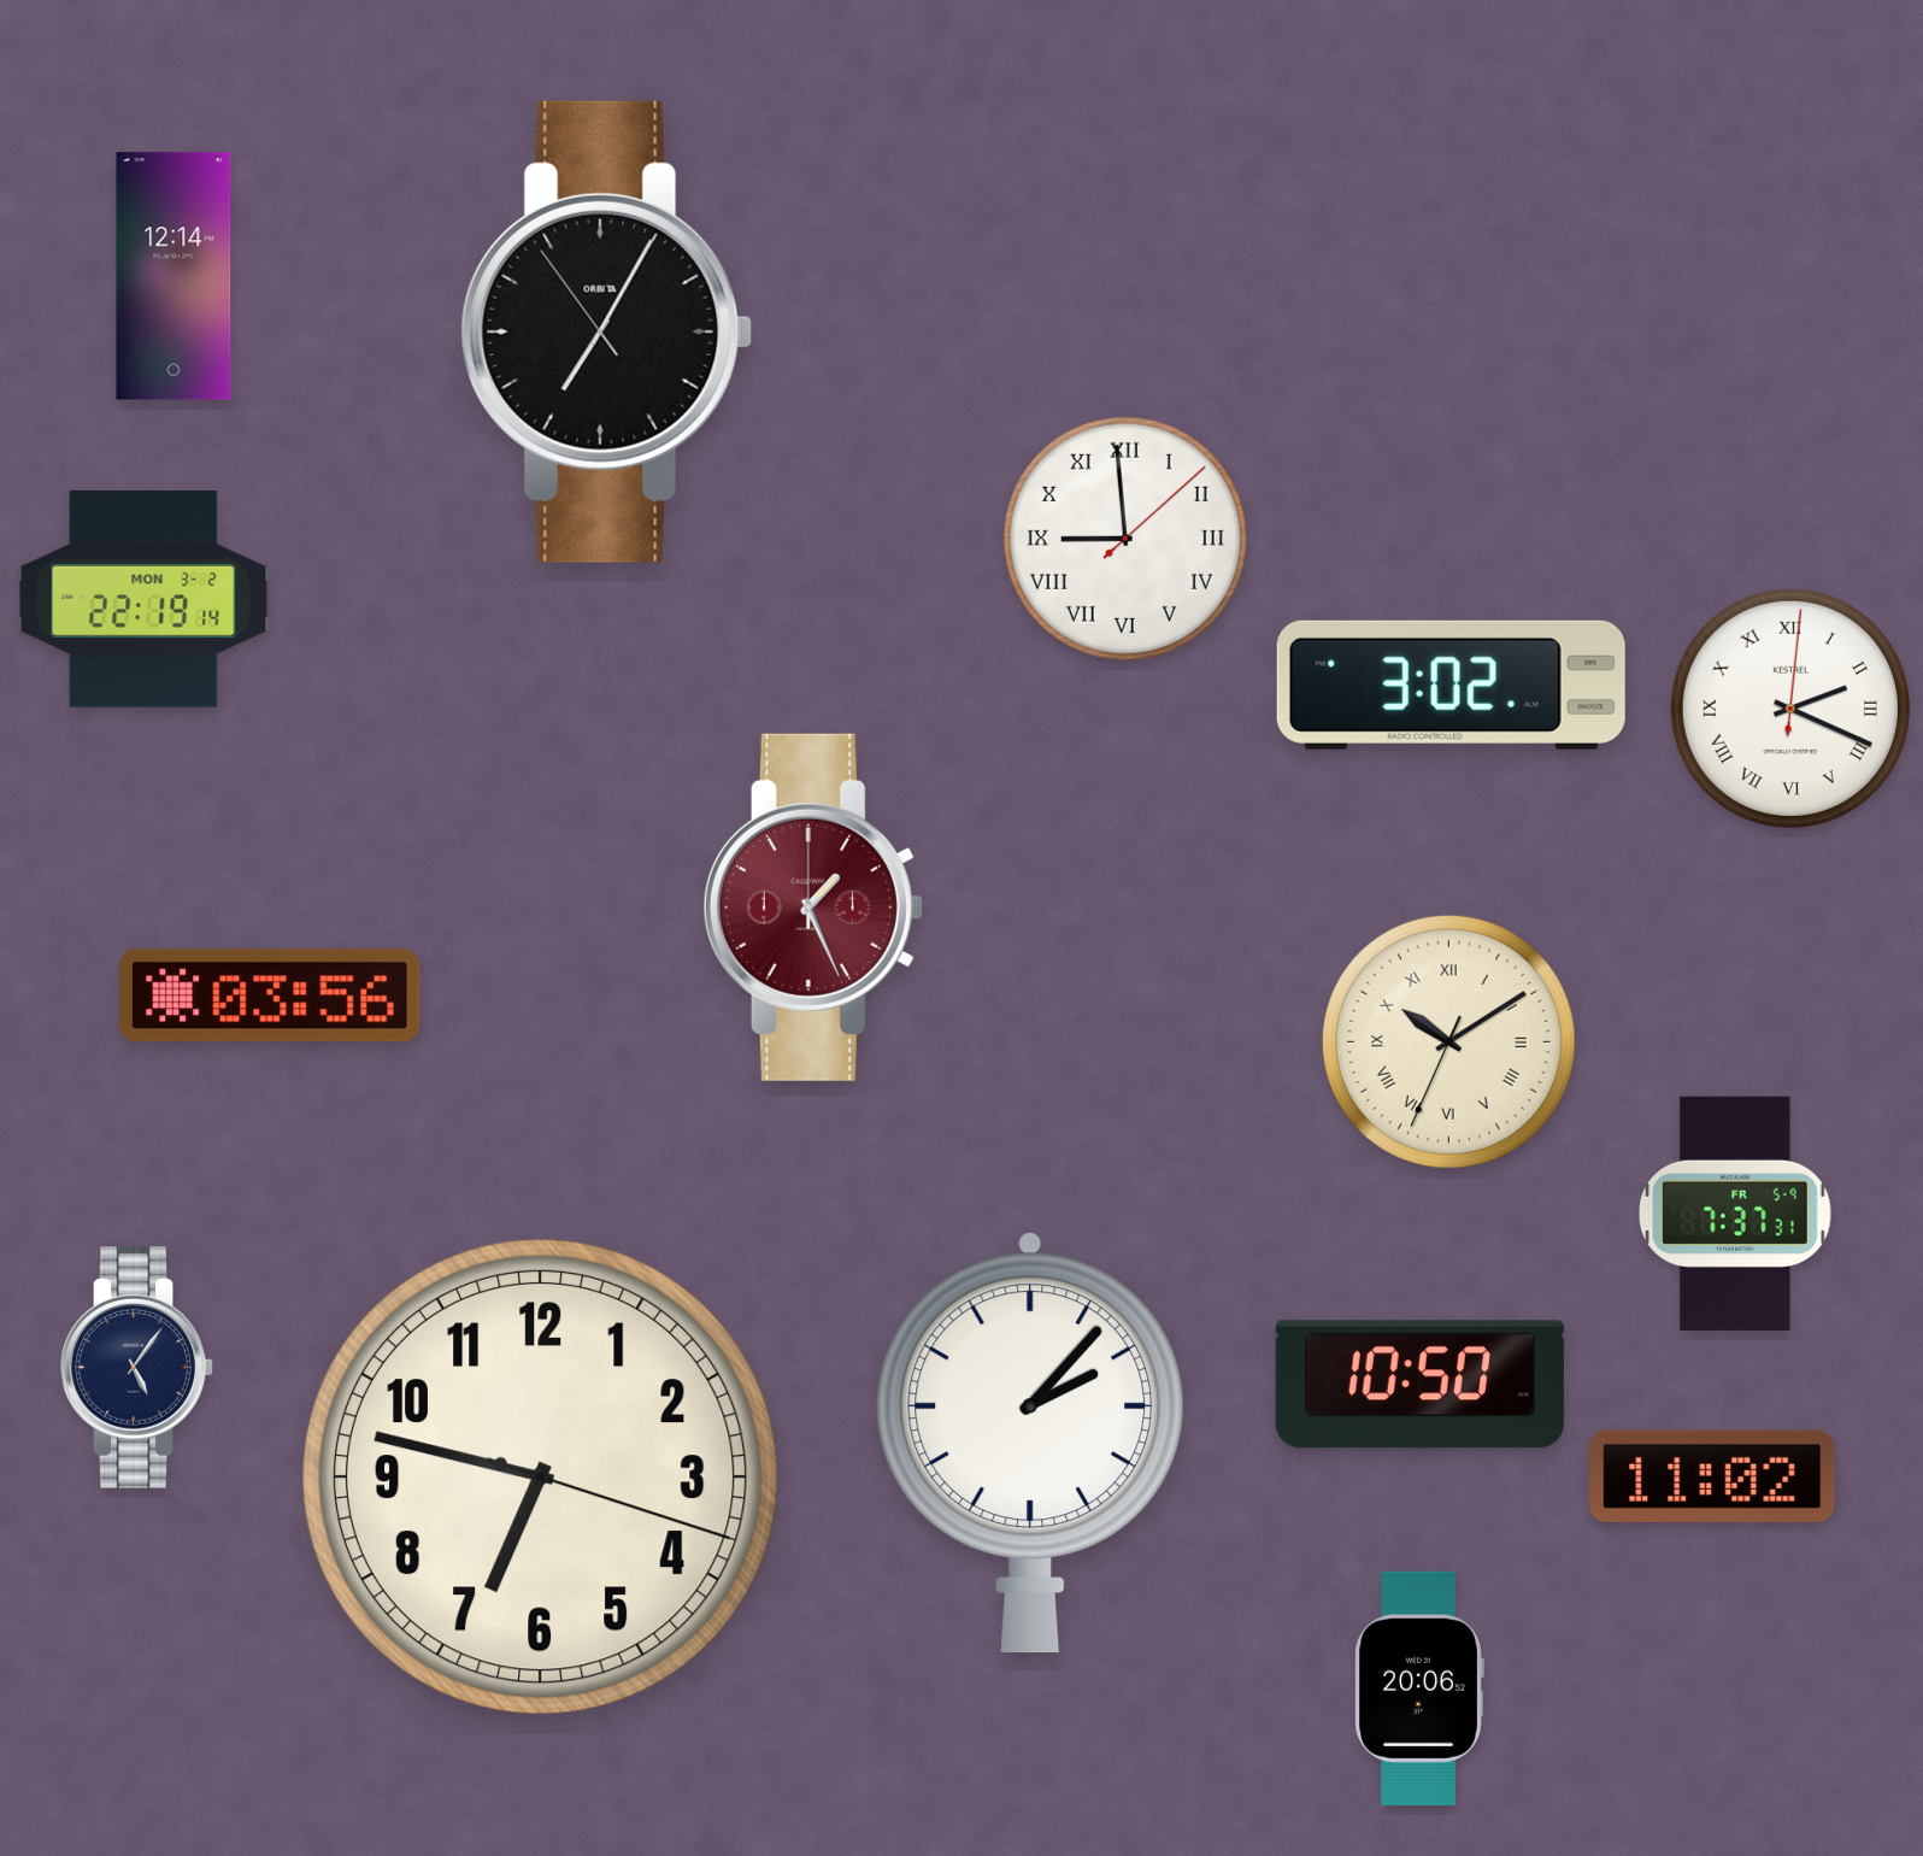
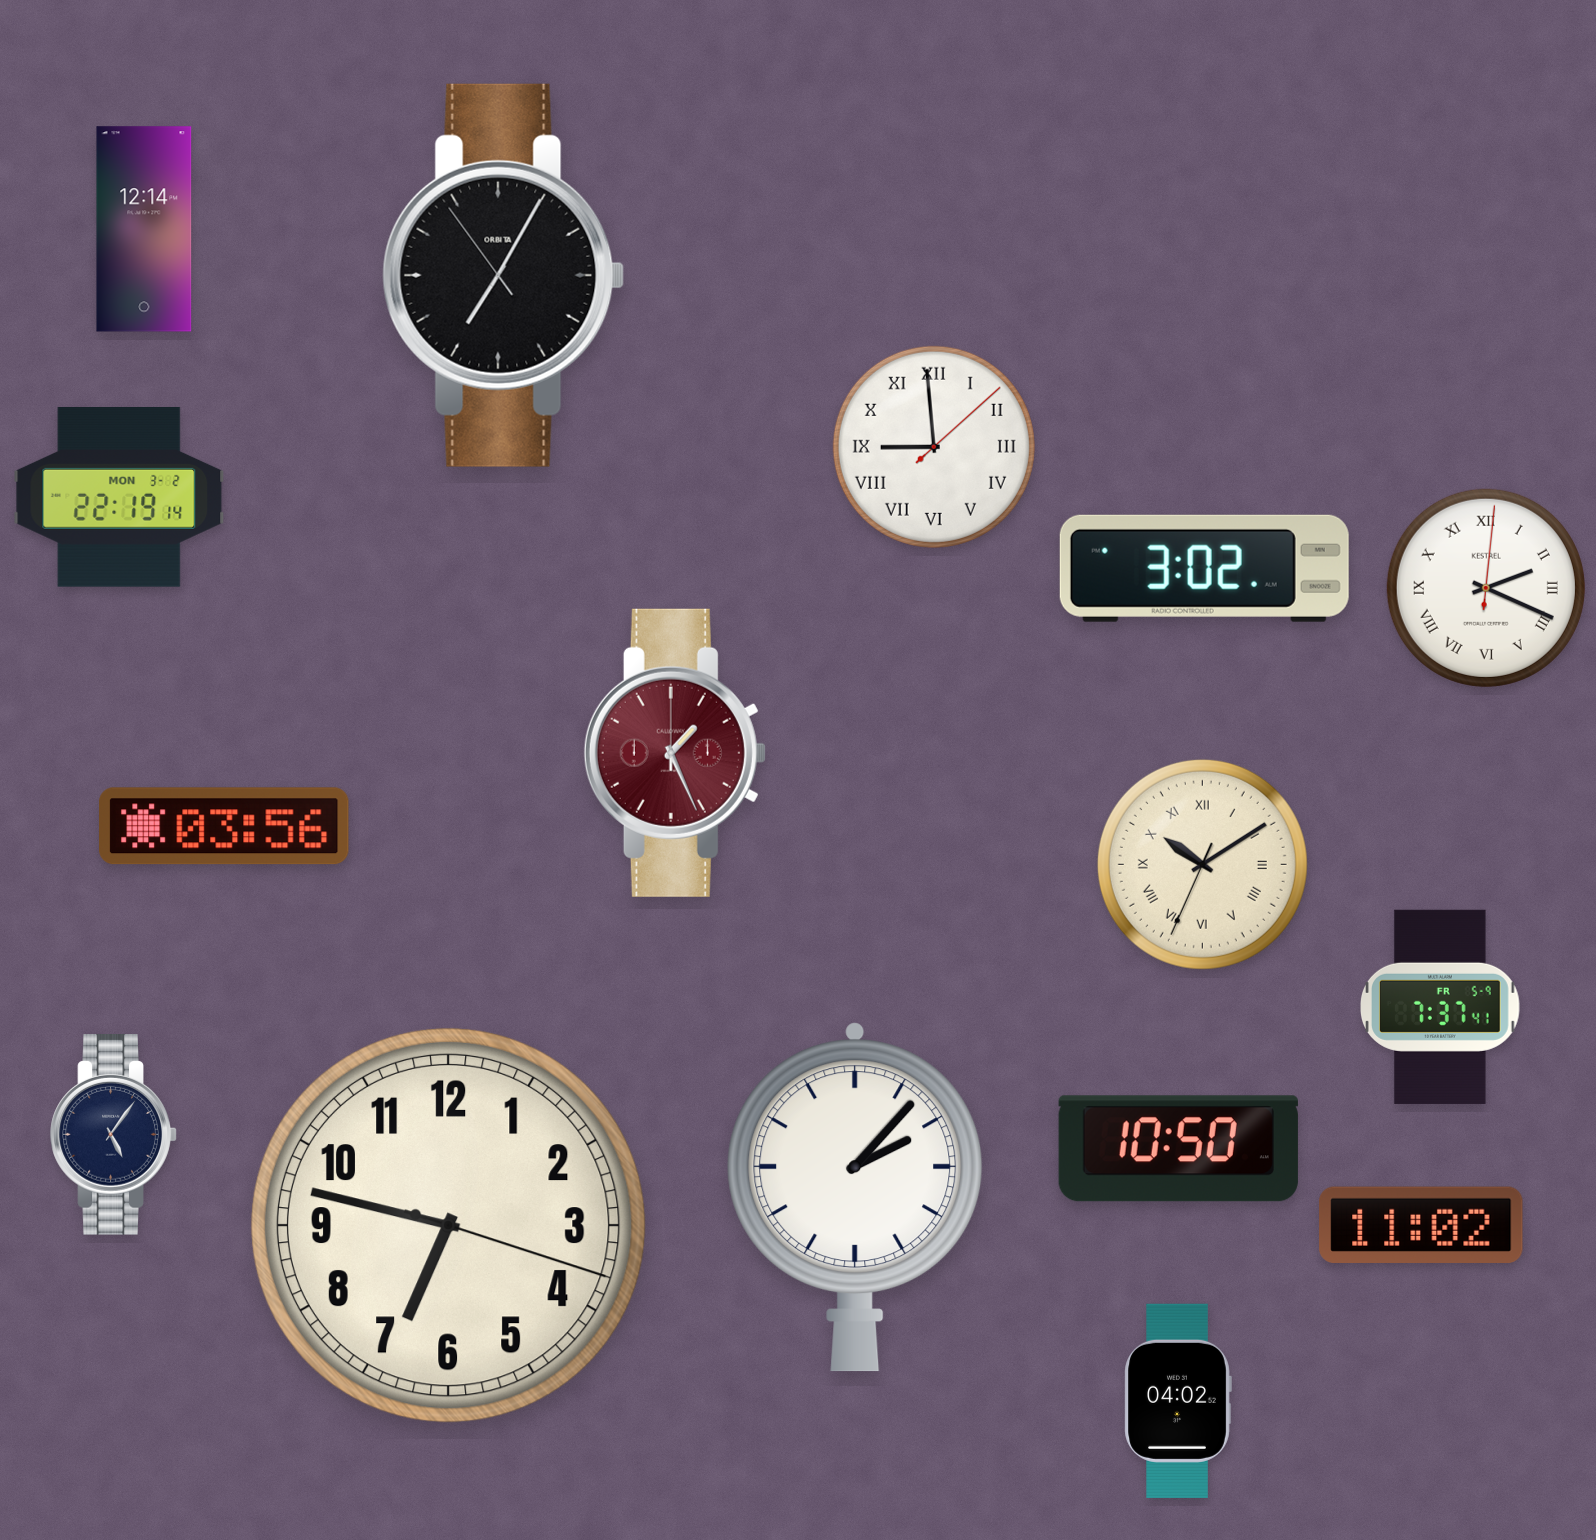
clock at (1736, 1214): 7:37:31 -> 7:37:41
clock at (1419, 1688): 20:06 -> 04:02
